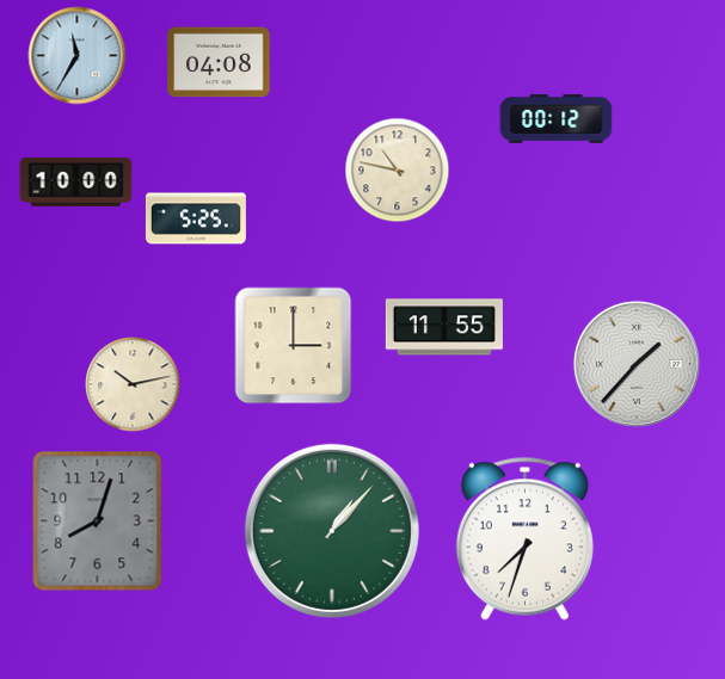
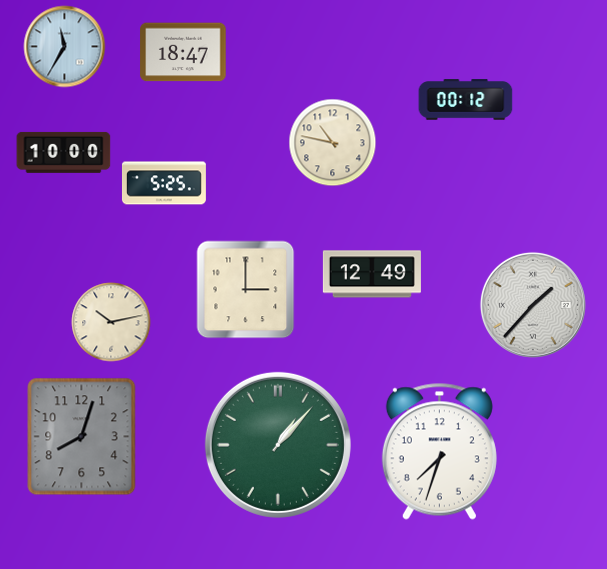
clock at (219, 62): 04:08 -> 18:47
clock at (444, 327): 11:55 -> 12:49
